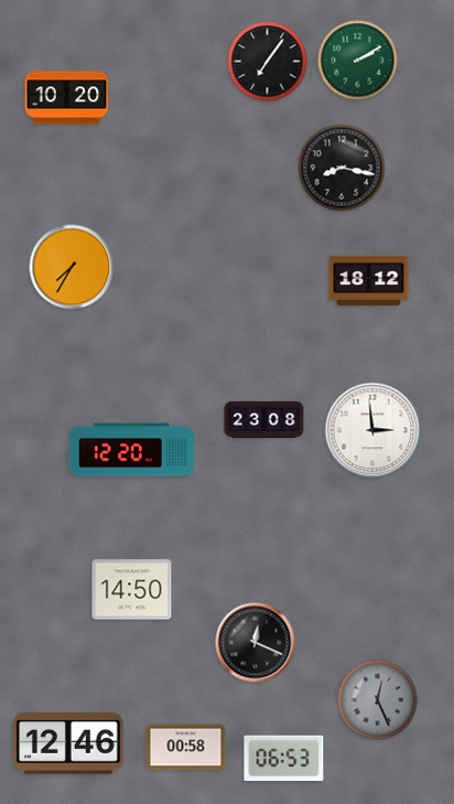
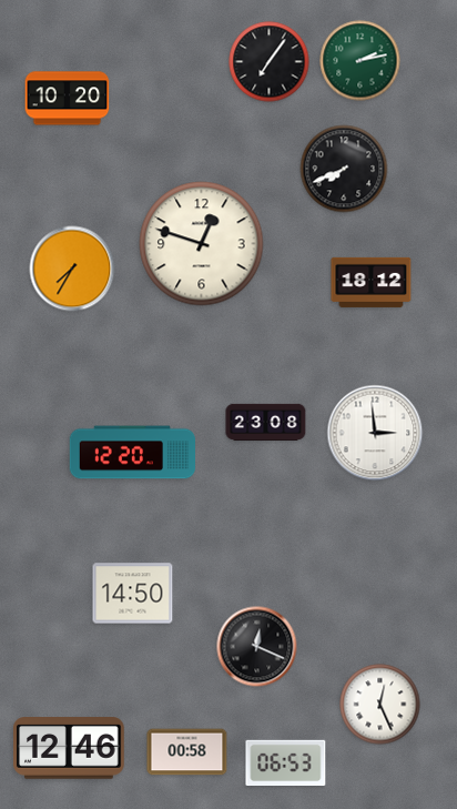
clock at (358, 61): 2:10 -> 2:13
clock at (342, 168): 8:17 -> 7:41
clock at (202, 244): none -> 12:48
clock at (378, 700) dial: grey -> white
